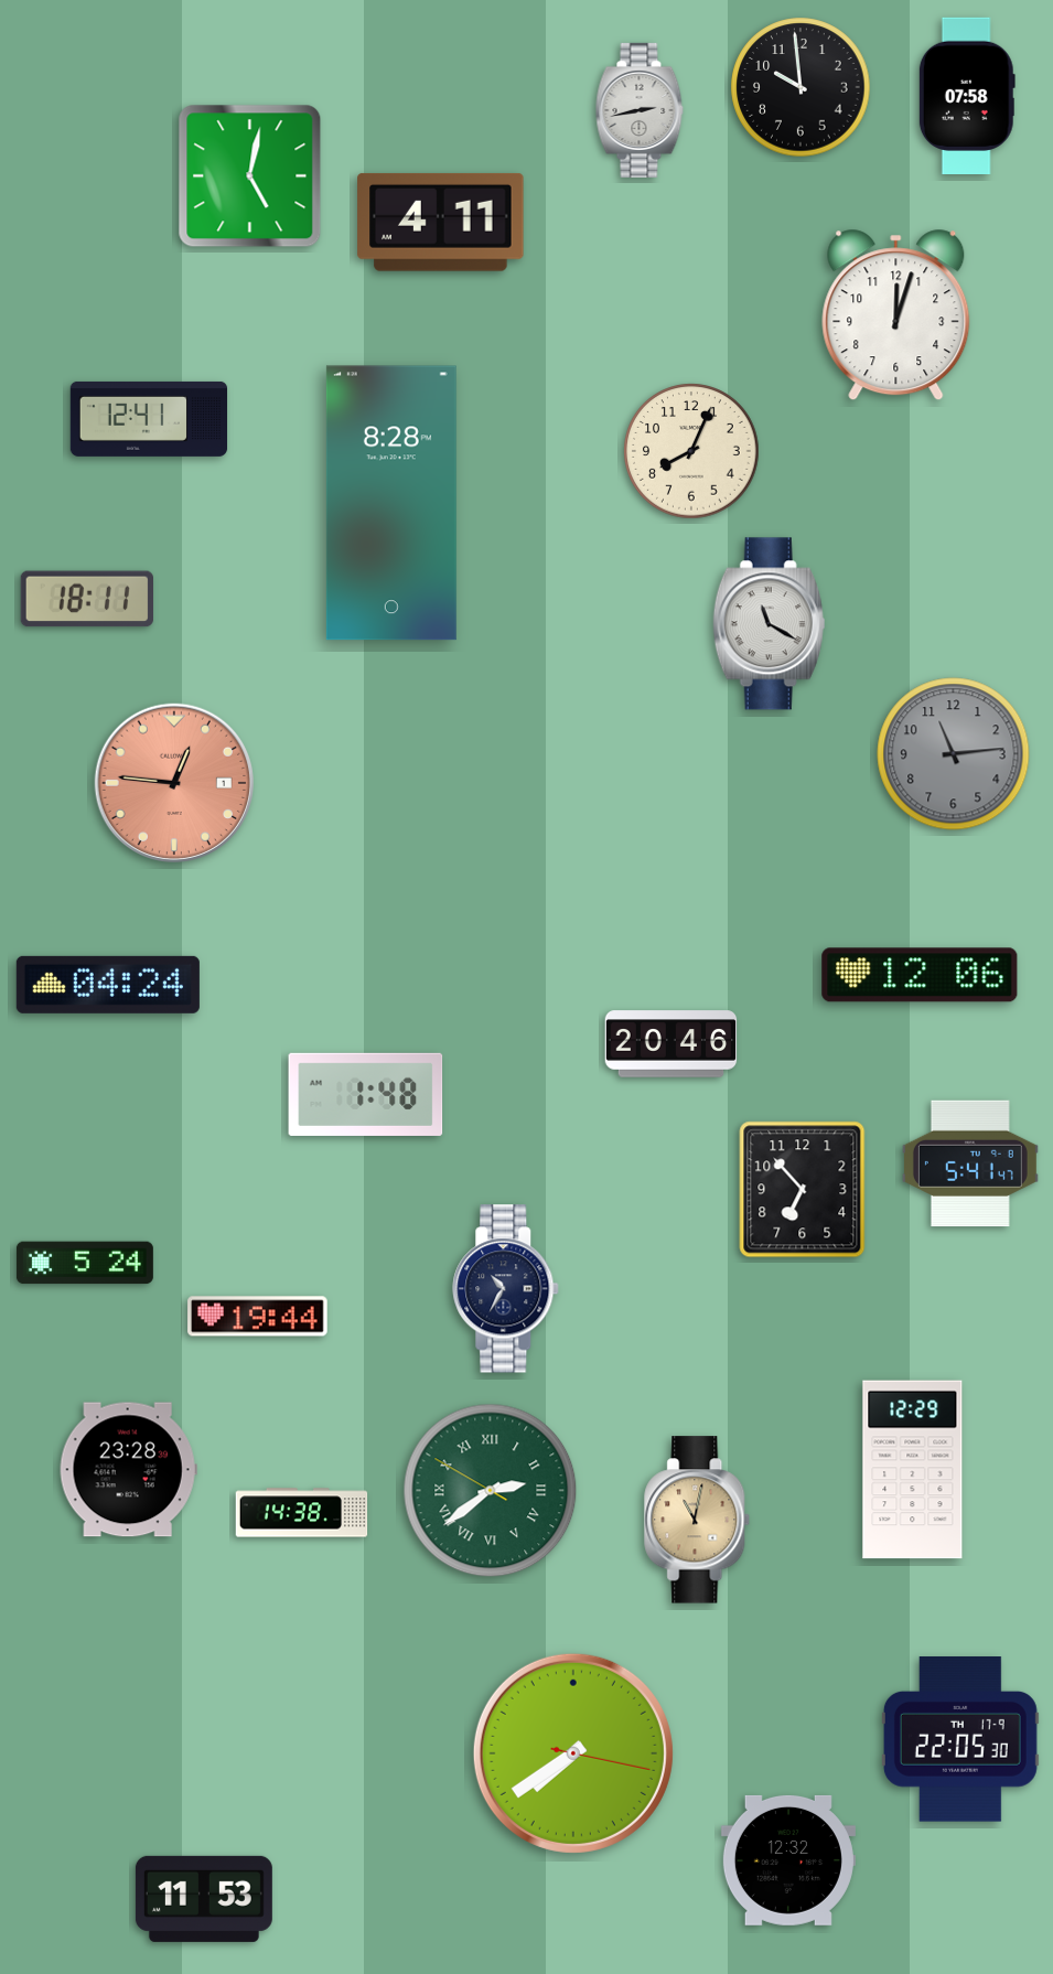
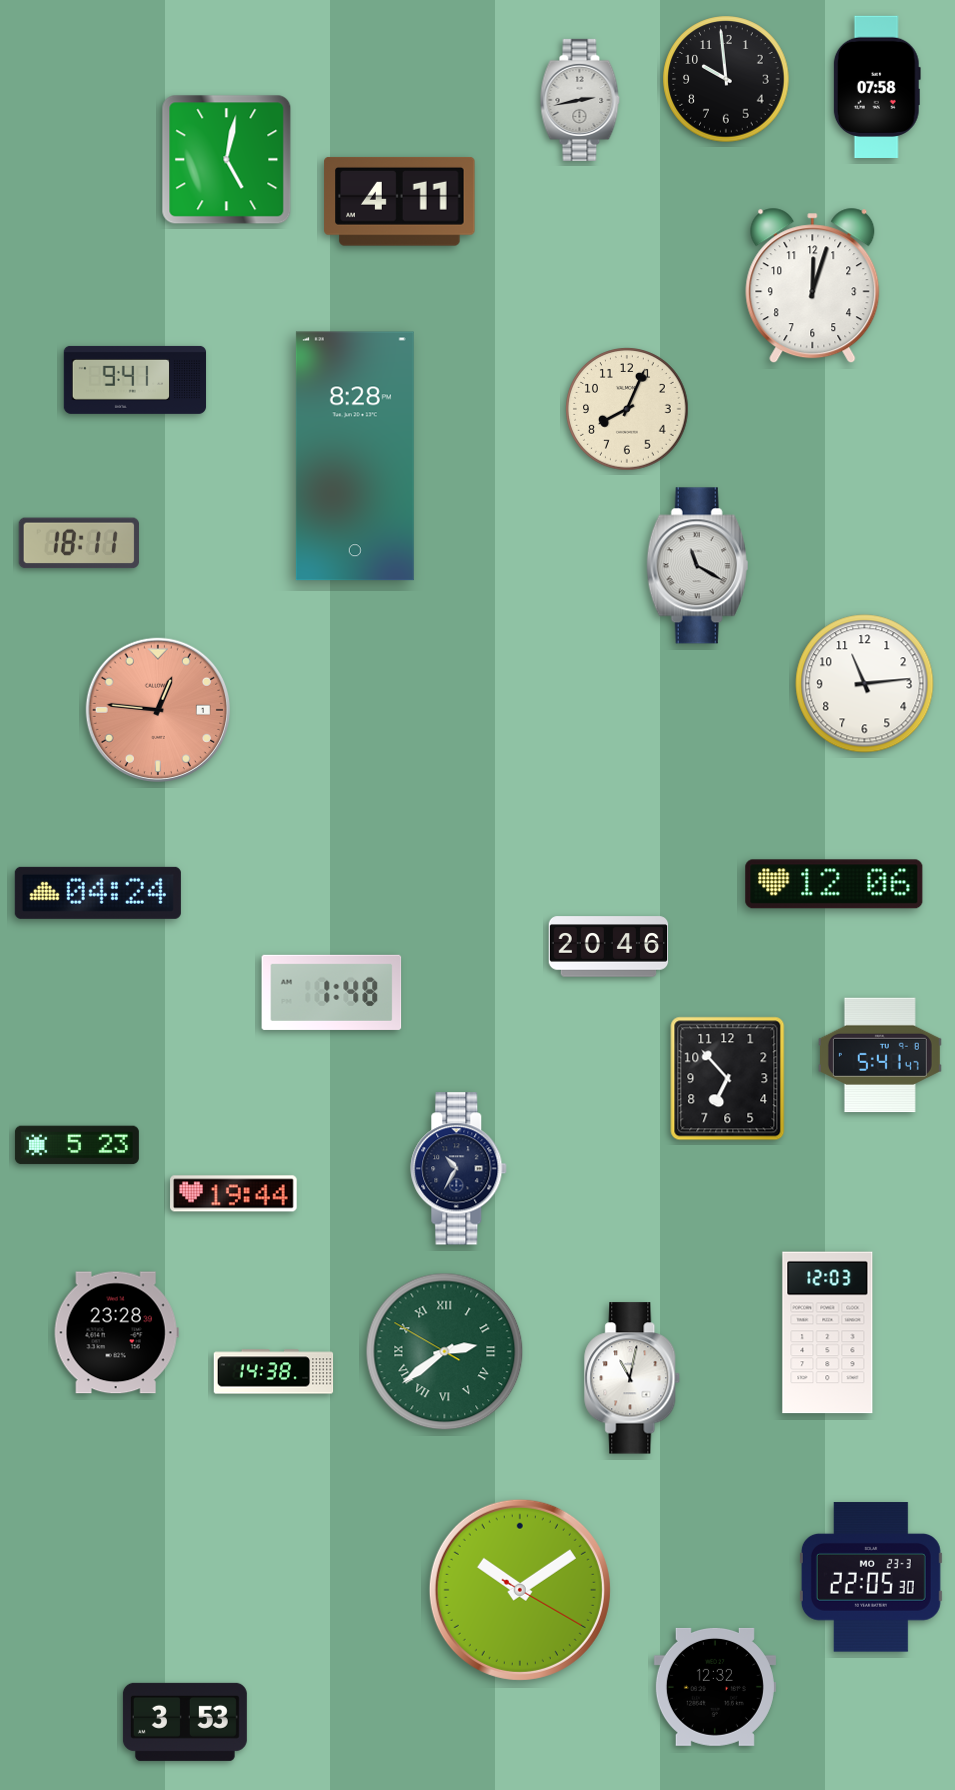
clock at (149, 419): 12:41 -> 9:41
clock at (954, 754) dial: grey -> white
clock at (85, 1263): 5:24 -> 5:23
clock at (913, 1470): 12:29 -> 12:03
clock at (698, 1520) dial: champagne -> white
clock at (960, 1739) date: TH 17-9 -> MO 23-3
clock at (573, 1753): 7:39 -> 10:09
clock at (204, 1899): 11:53 -> 3:53
